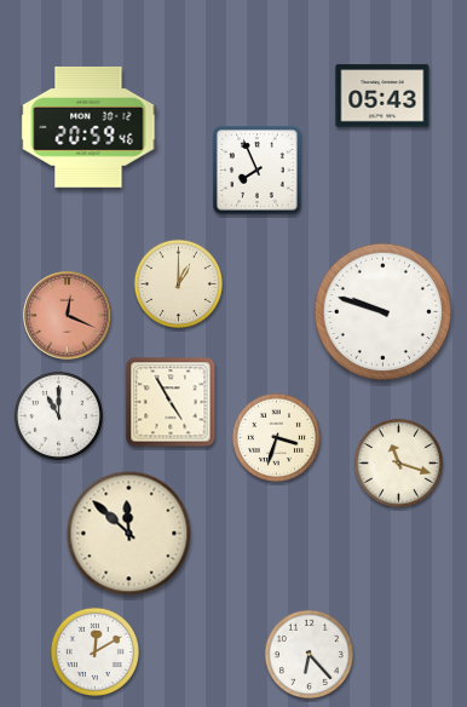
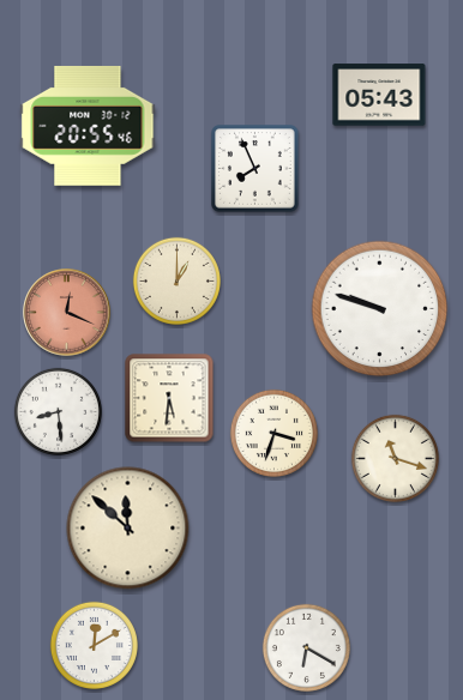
clock at (88, 127): 20:59 -> 20:55
clock at (171, 402): 4:55 -> 5:31
clock at (58, 415): 11:00 -> 8:29
clock at (309, 654): 6:23 -> 6:20
